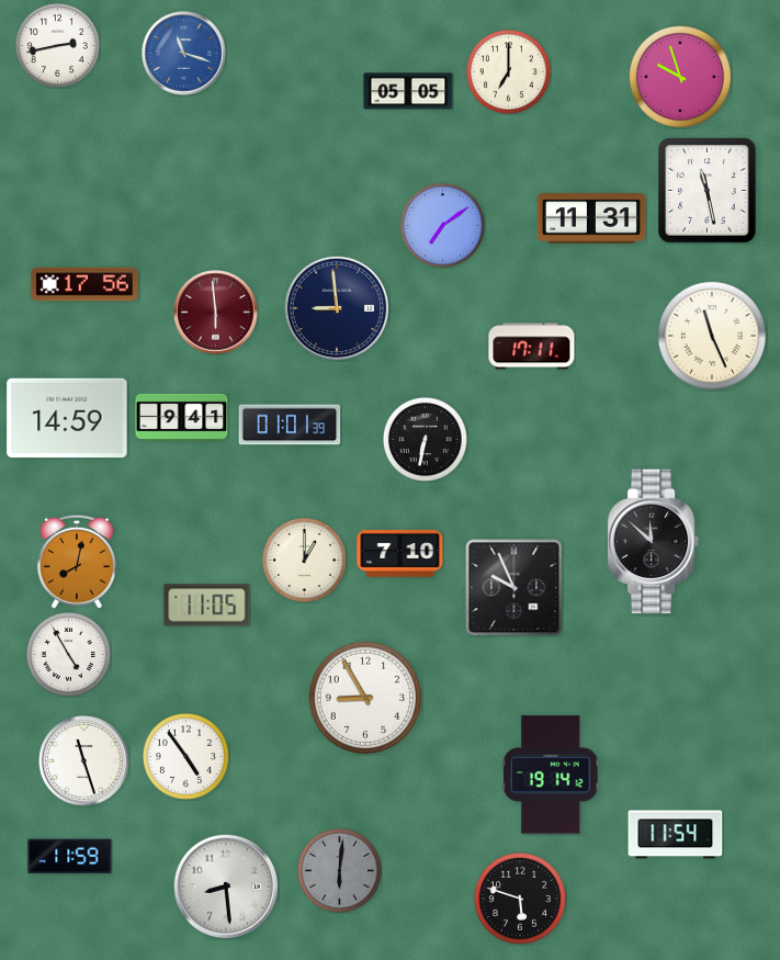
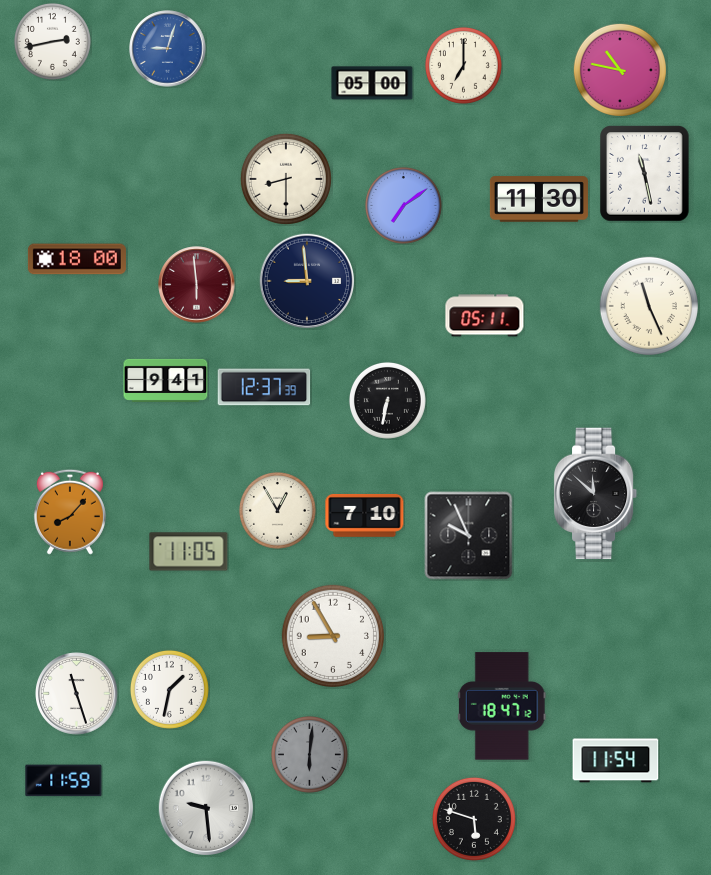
clock at (184, 54): 11:18 -> 9:03
clock at (680, 77): 9:57 -> 10:47
clock at (408, 91): 05:05 -> 05:00
clock at (286, 179): none -> 8:30
clock at (591, 218): 11:31 -> 11:30
clock at (84, 284): 17:56 -> 18:00
clock at (532, 347): 17:11 -> 05:11
clock at (67, 418): 14:59 -> none
clock at (290, 425): 01:01 -> 12:37
clock at (400, 553) position: (400, 553) -> (365, 515)
clock at (304, 560): 1:00 -> 12:55
clock at (77, 562): 8:02 -> 8:07
clock at (68, 654): 4:55 -> none
clock at (185, 756): 4:54 -> 1:32
clock at (551, 775): 19:14 -> 18:47
clock at (339, 870) position: (339, 870) -> (309, 754)
clock at (225, 885): 8:29 -> 9:29
